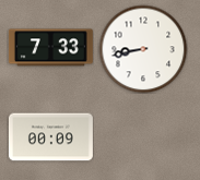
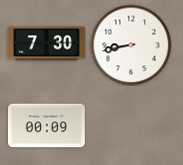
clock at (50, 48): 7:33 -> 7:30
